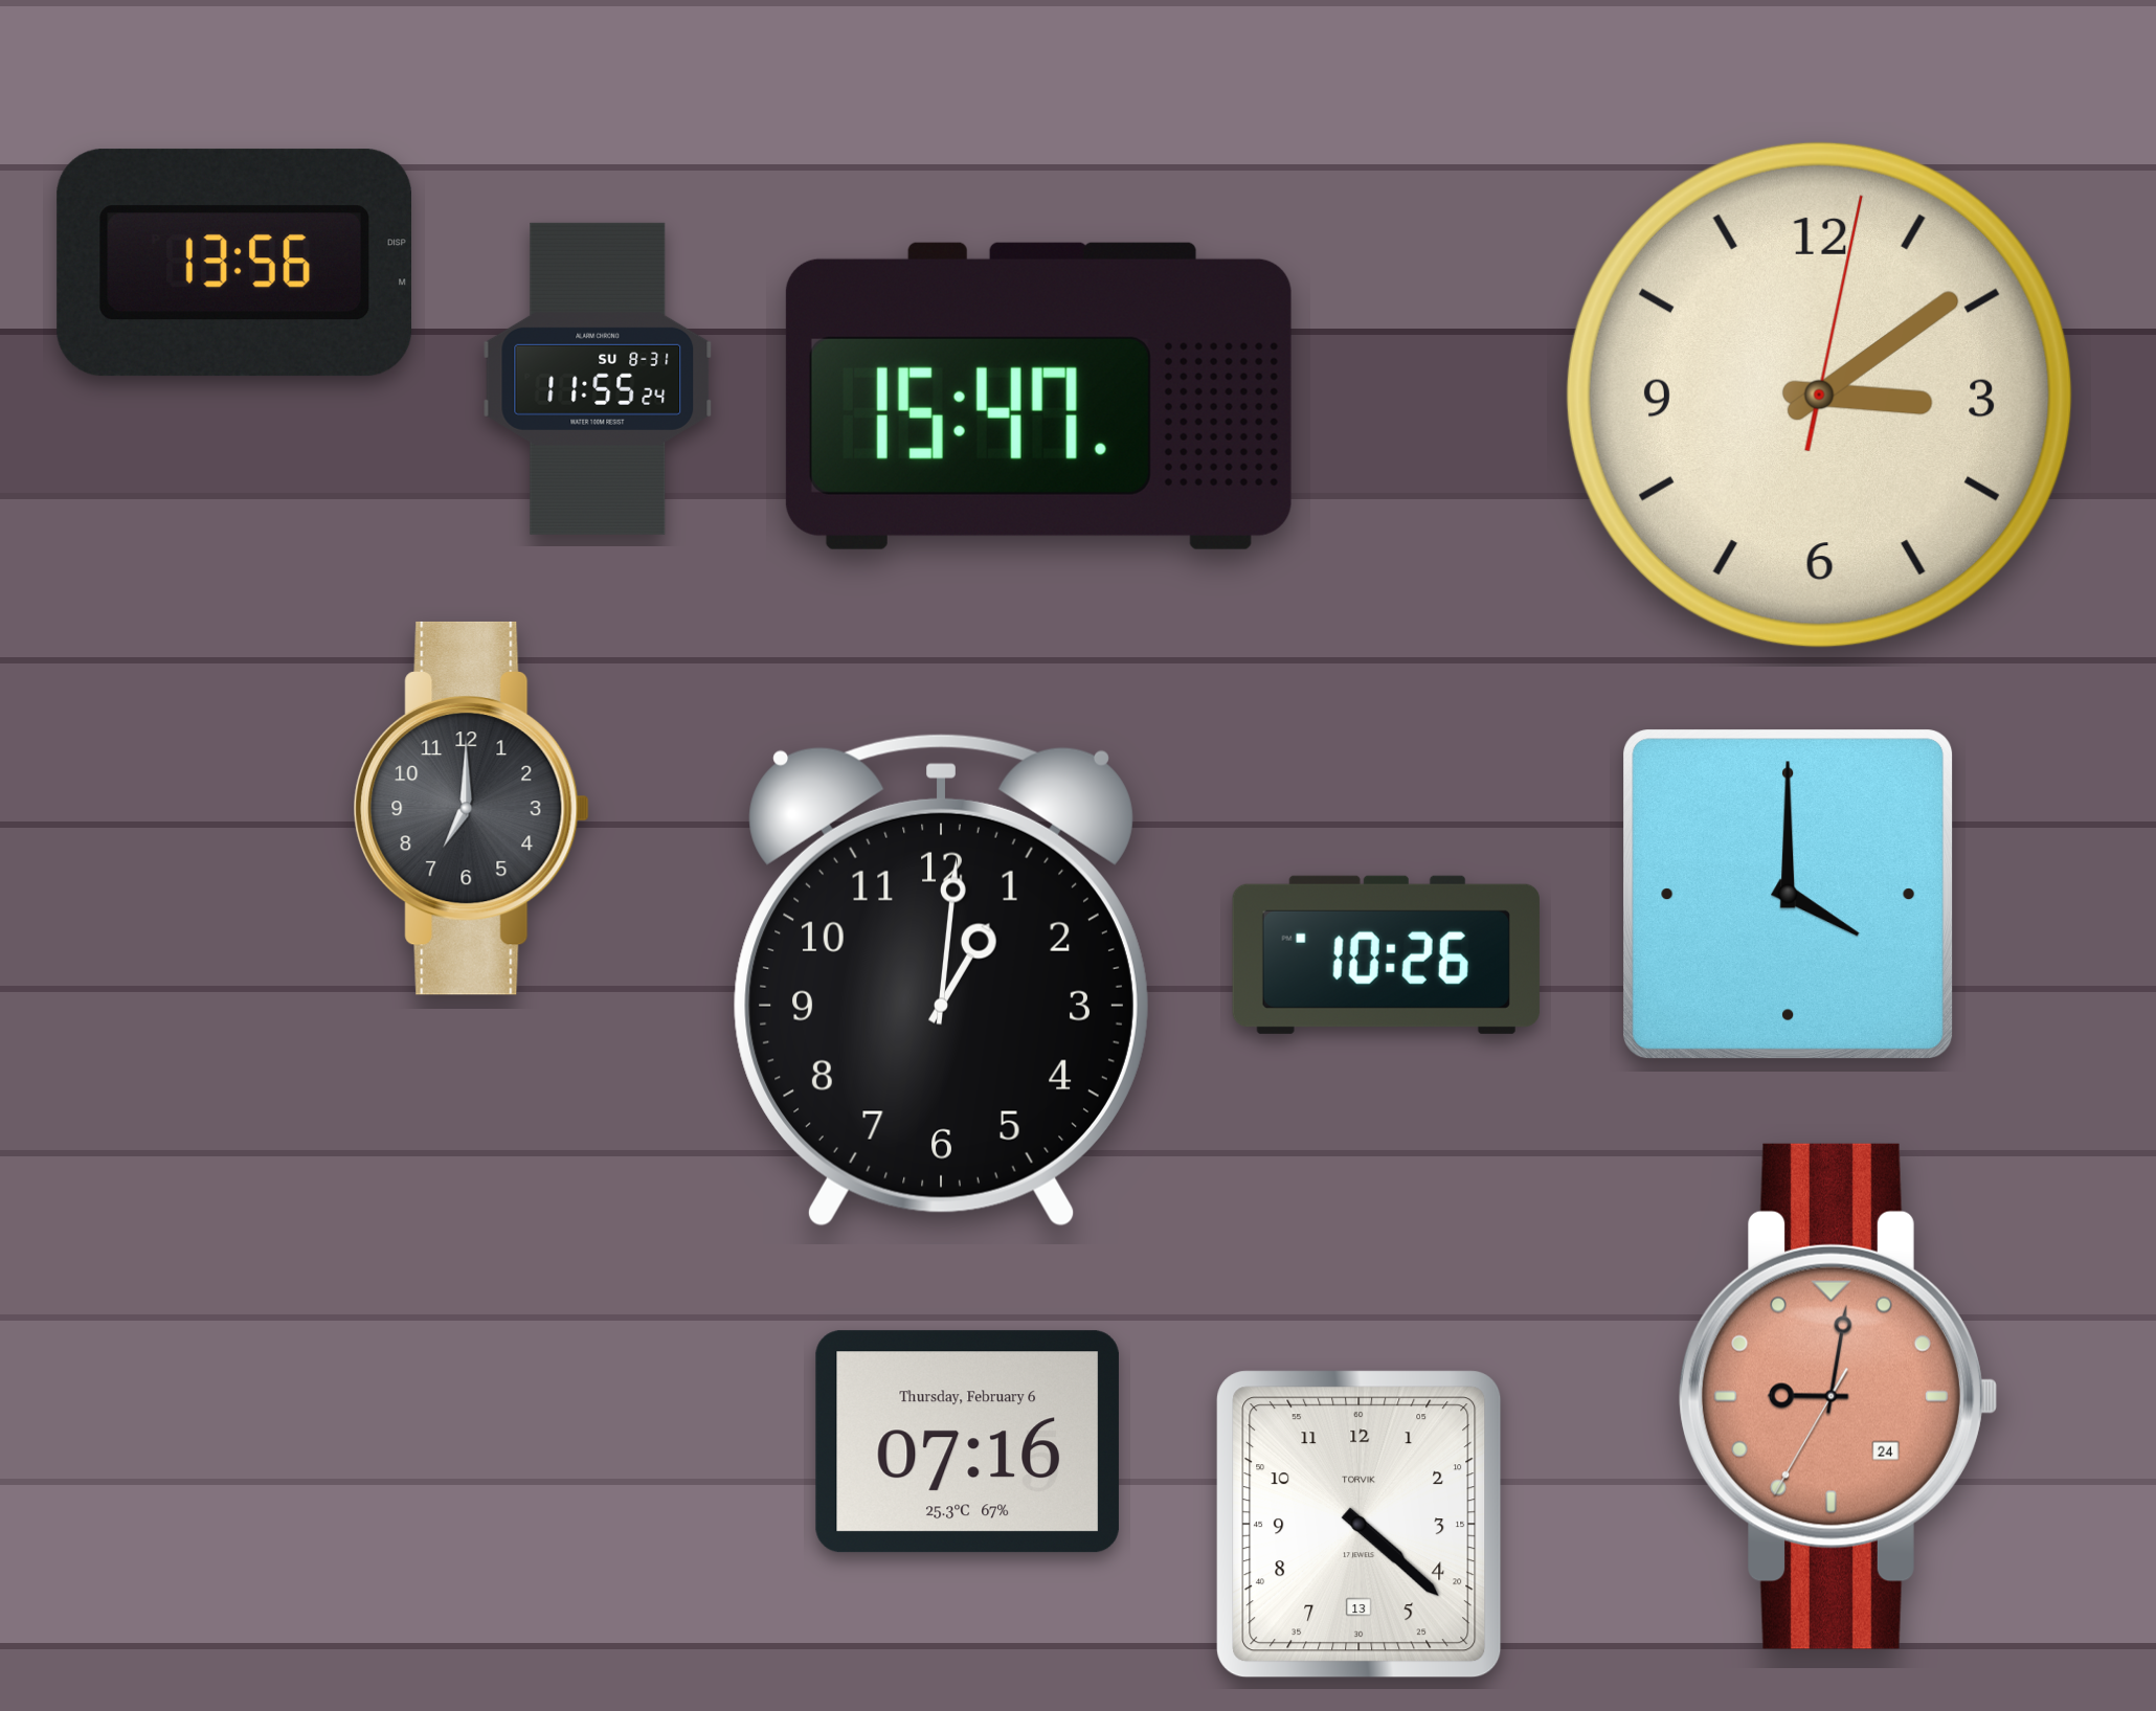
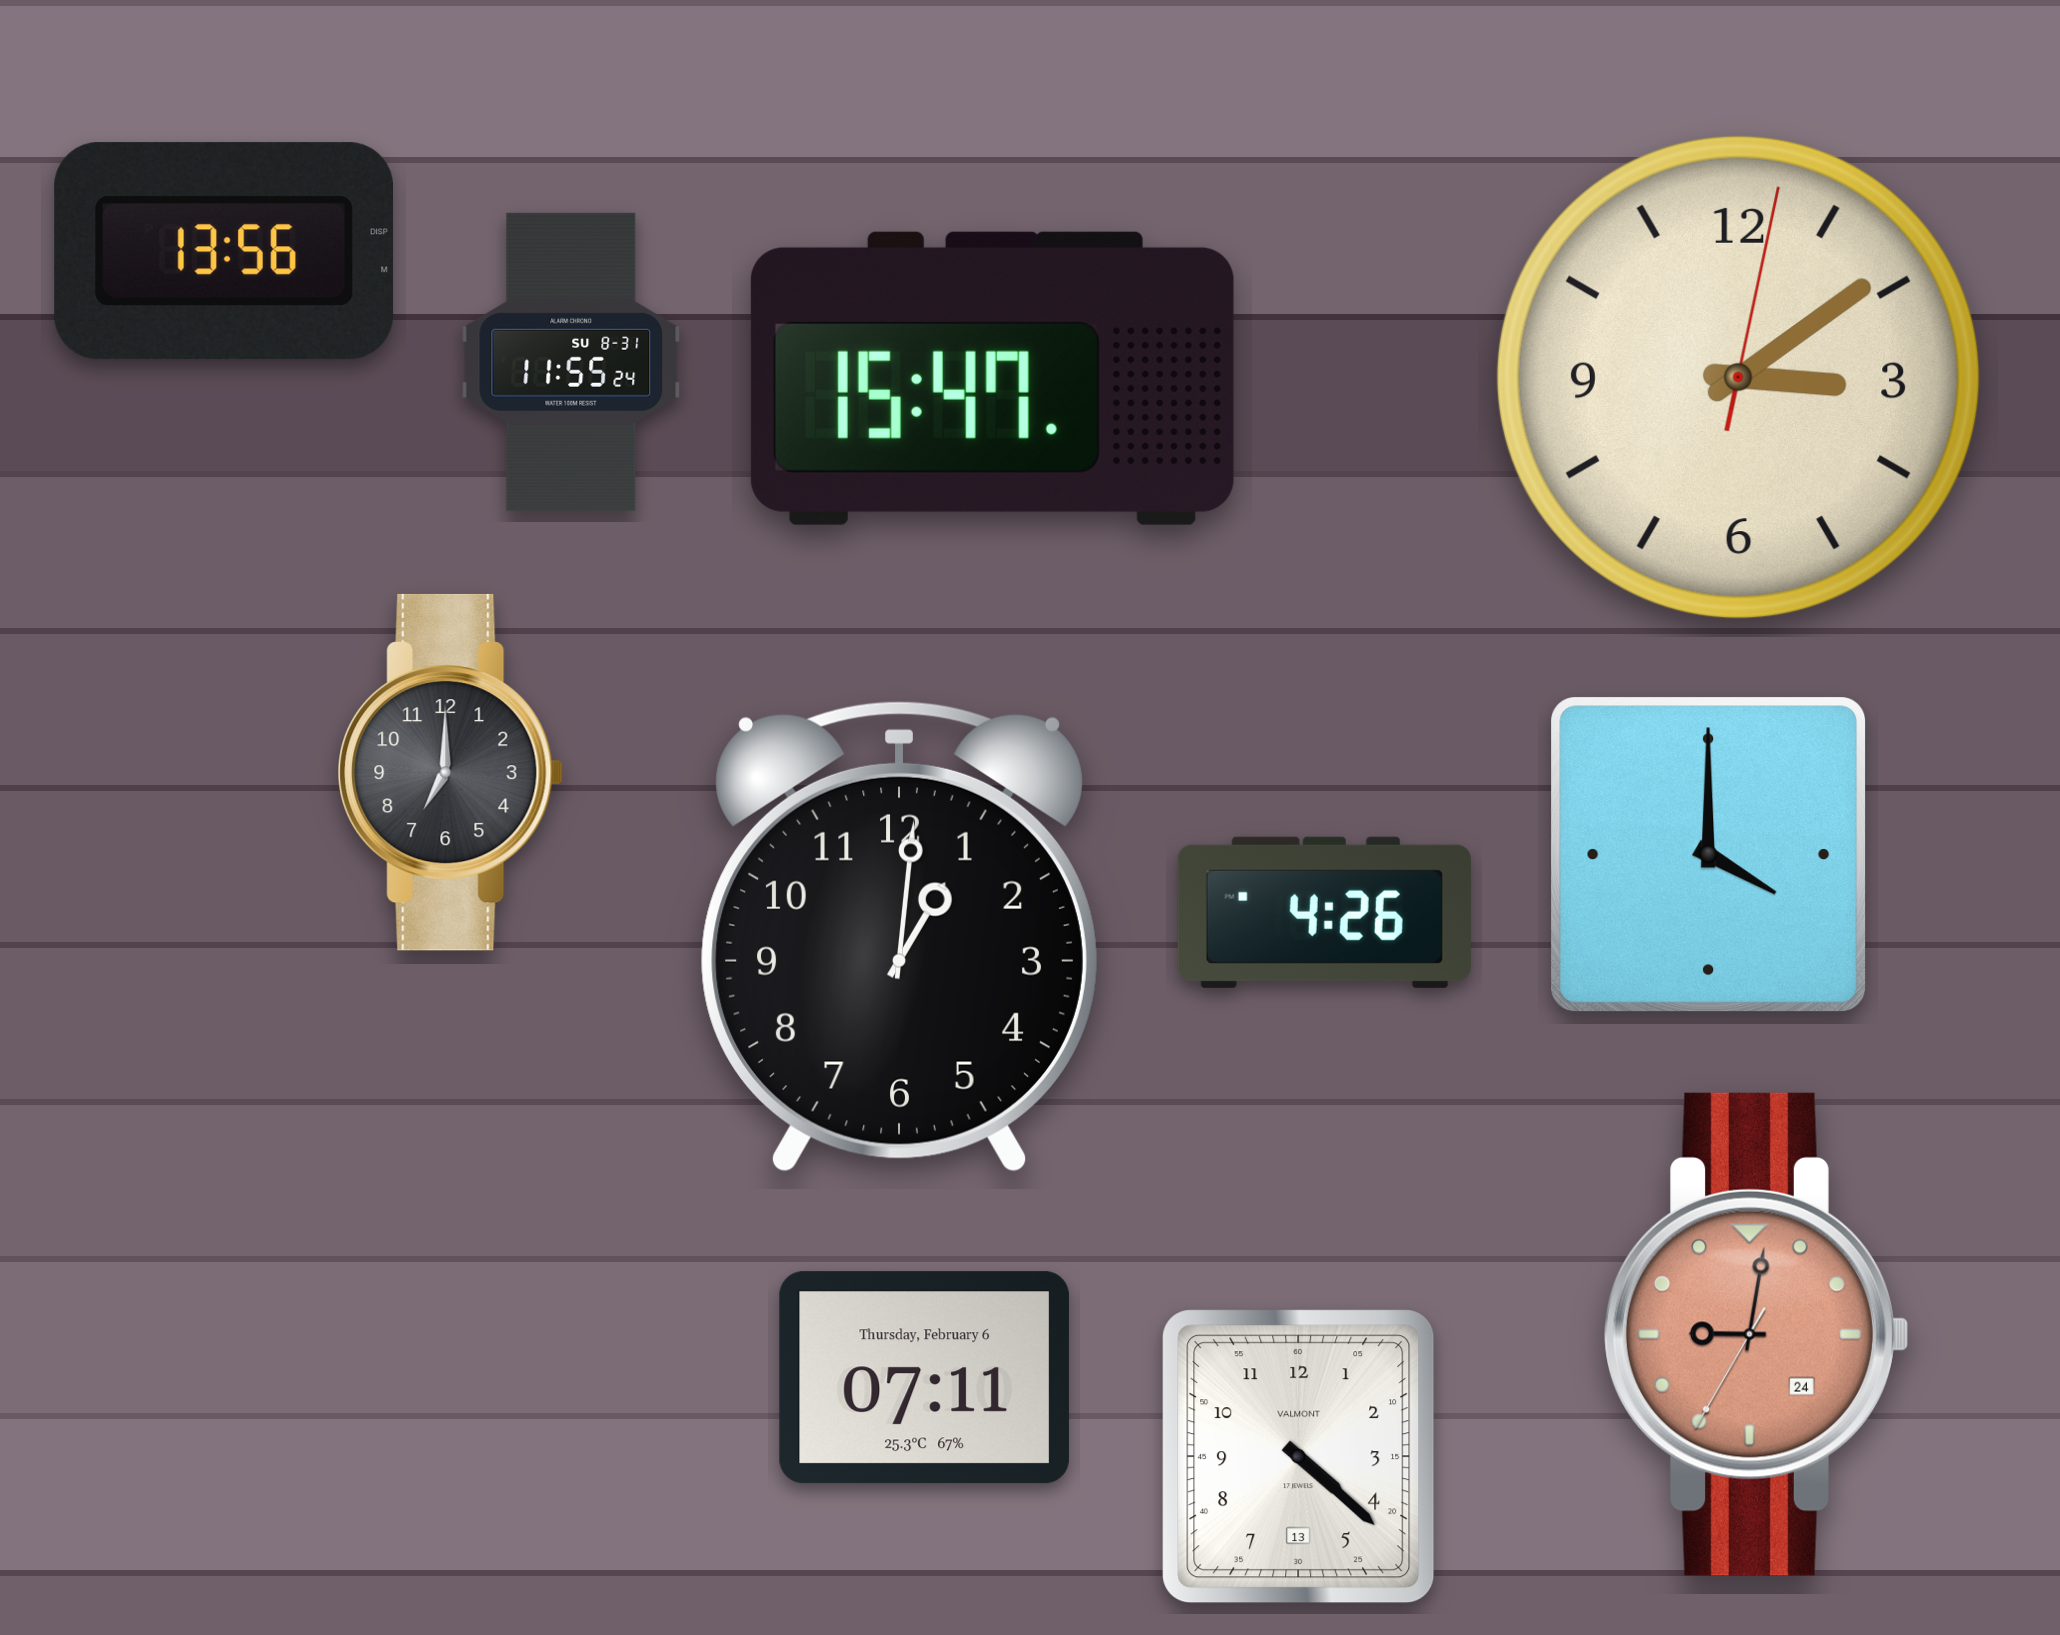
clock at (1386, 954): 10:26 -> 4:26
clock at (967, 1442): 07:16 -> 07:11
clock at (1360, 1525) brand: TORVIK -> VALMONT
